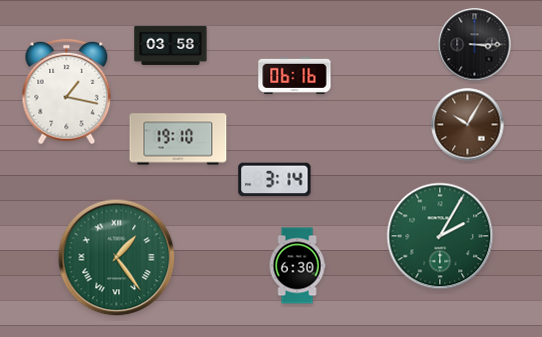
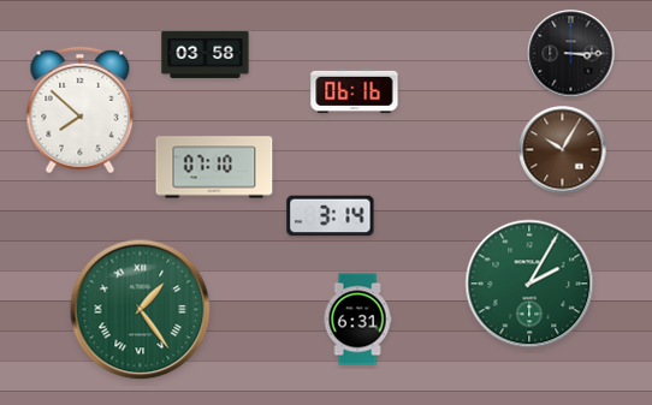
clock at (67, 92): 1:17 -> 7:52
clock at (178, 139): 19:10 -> 07:10
clock at (297, 266): 6:30 -> 6:31
